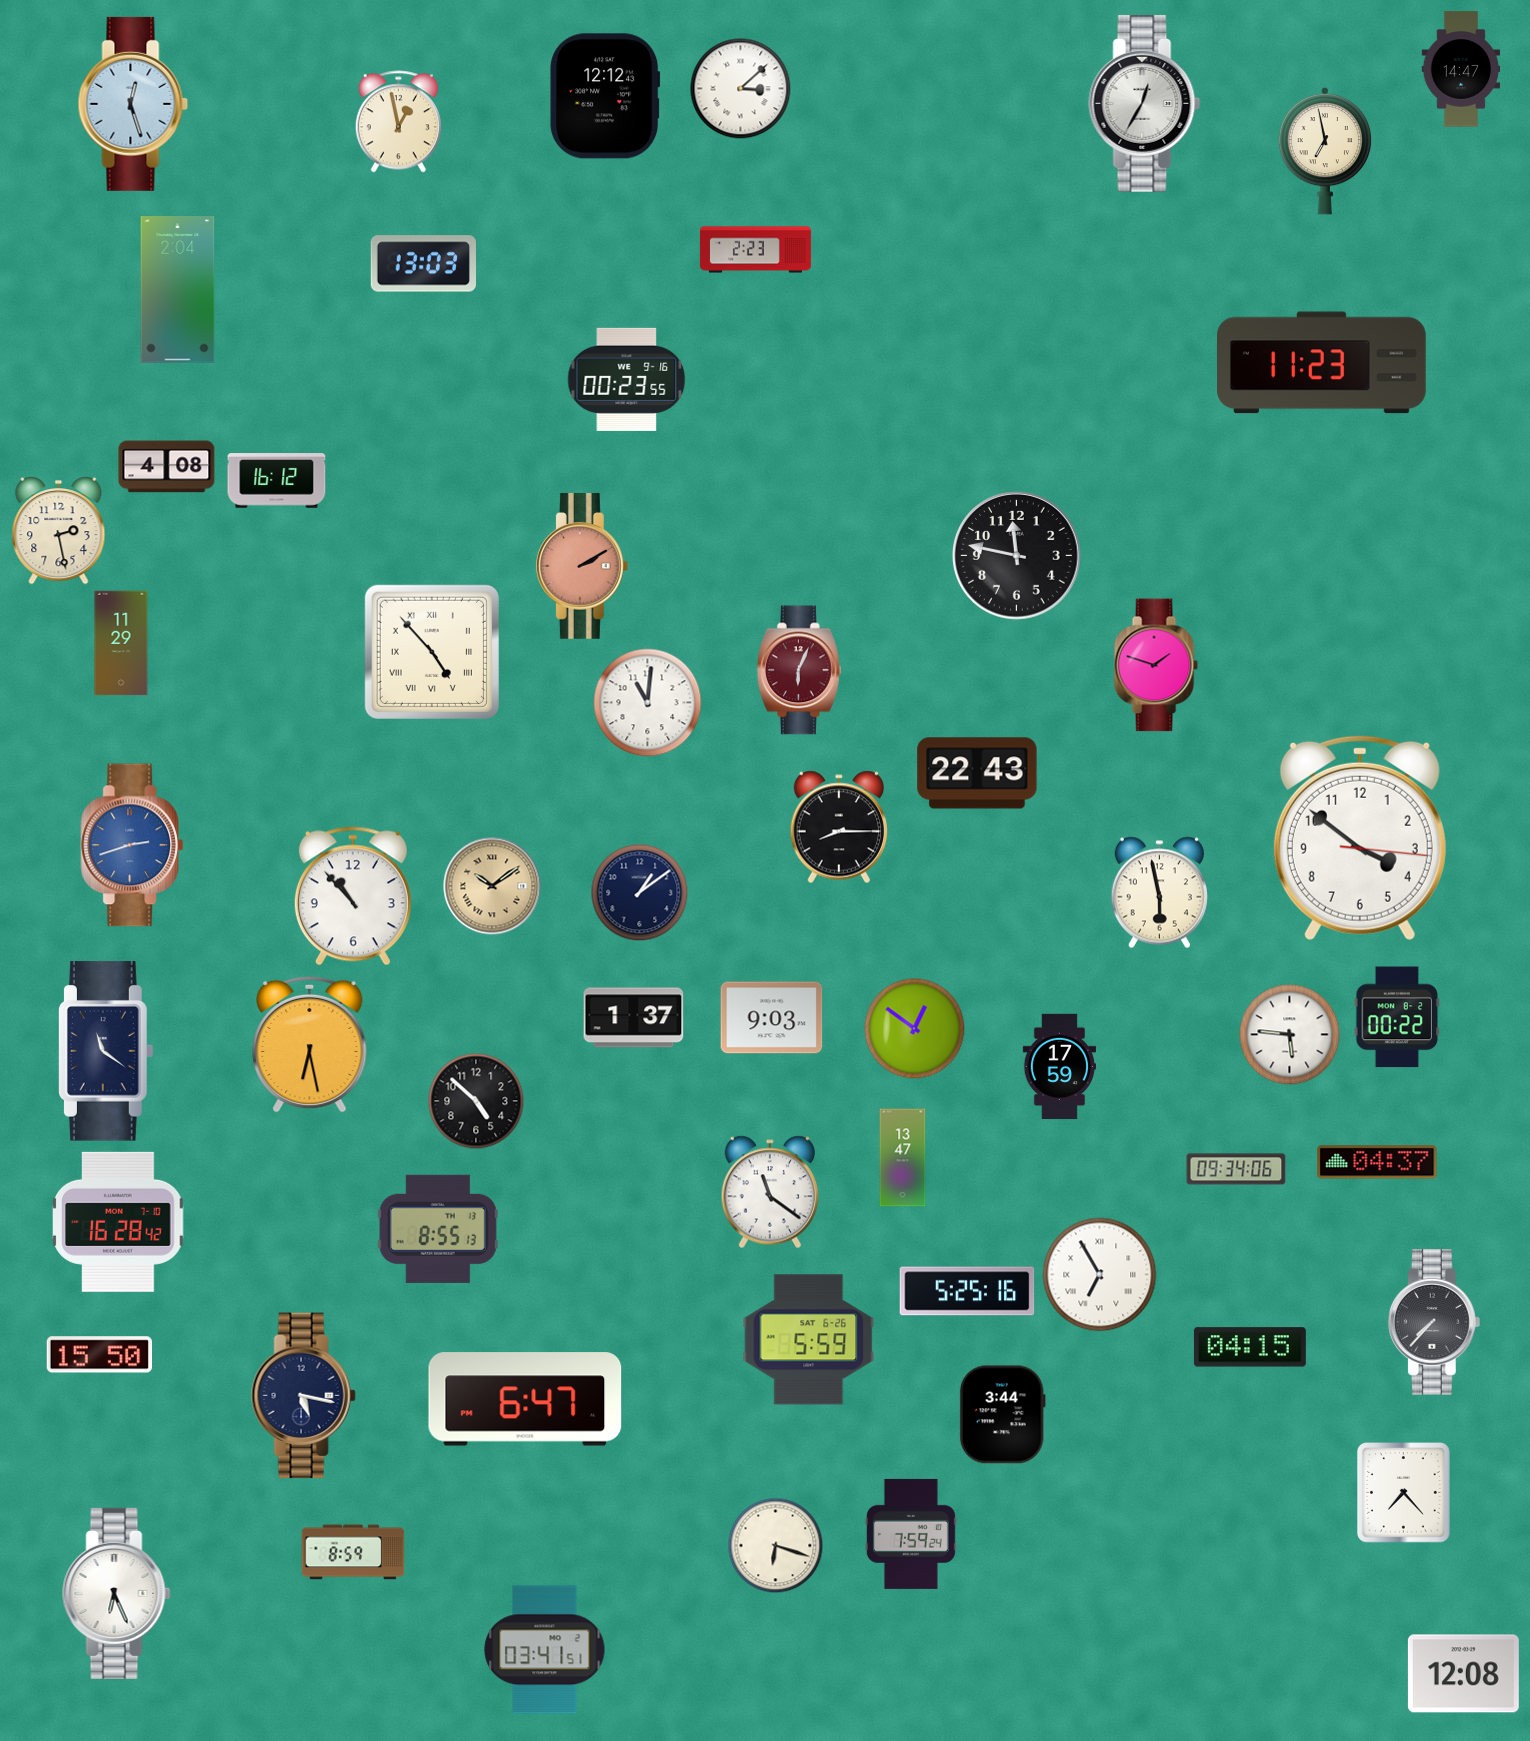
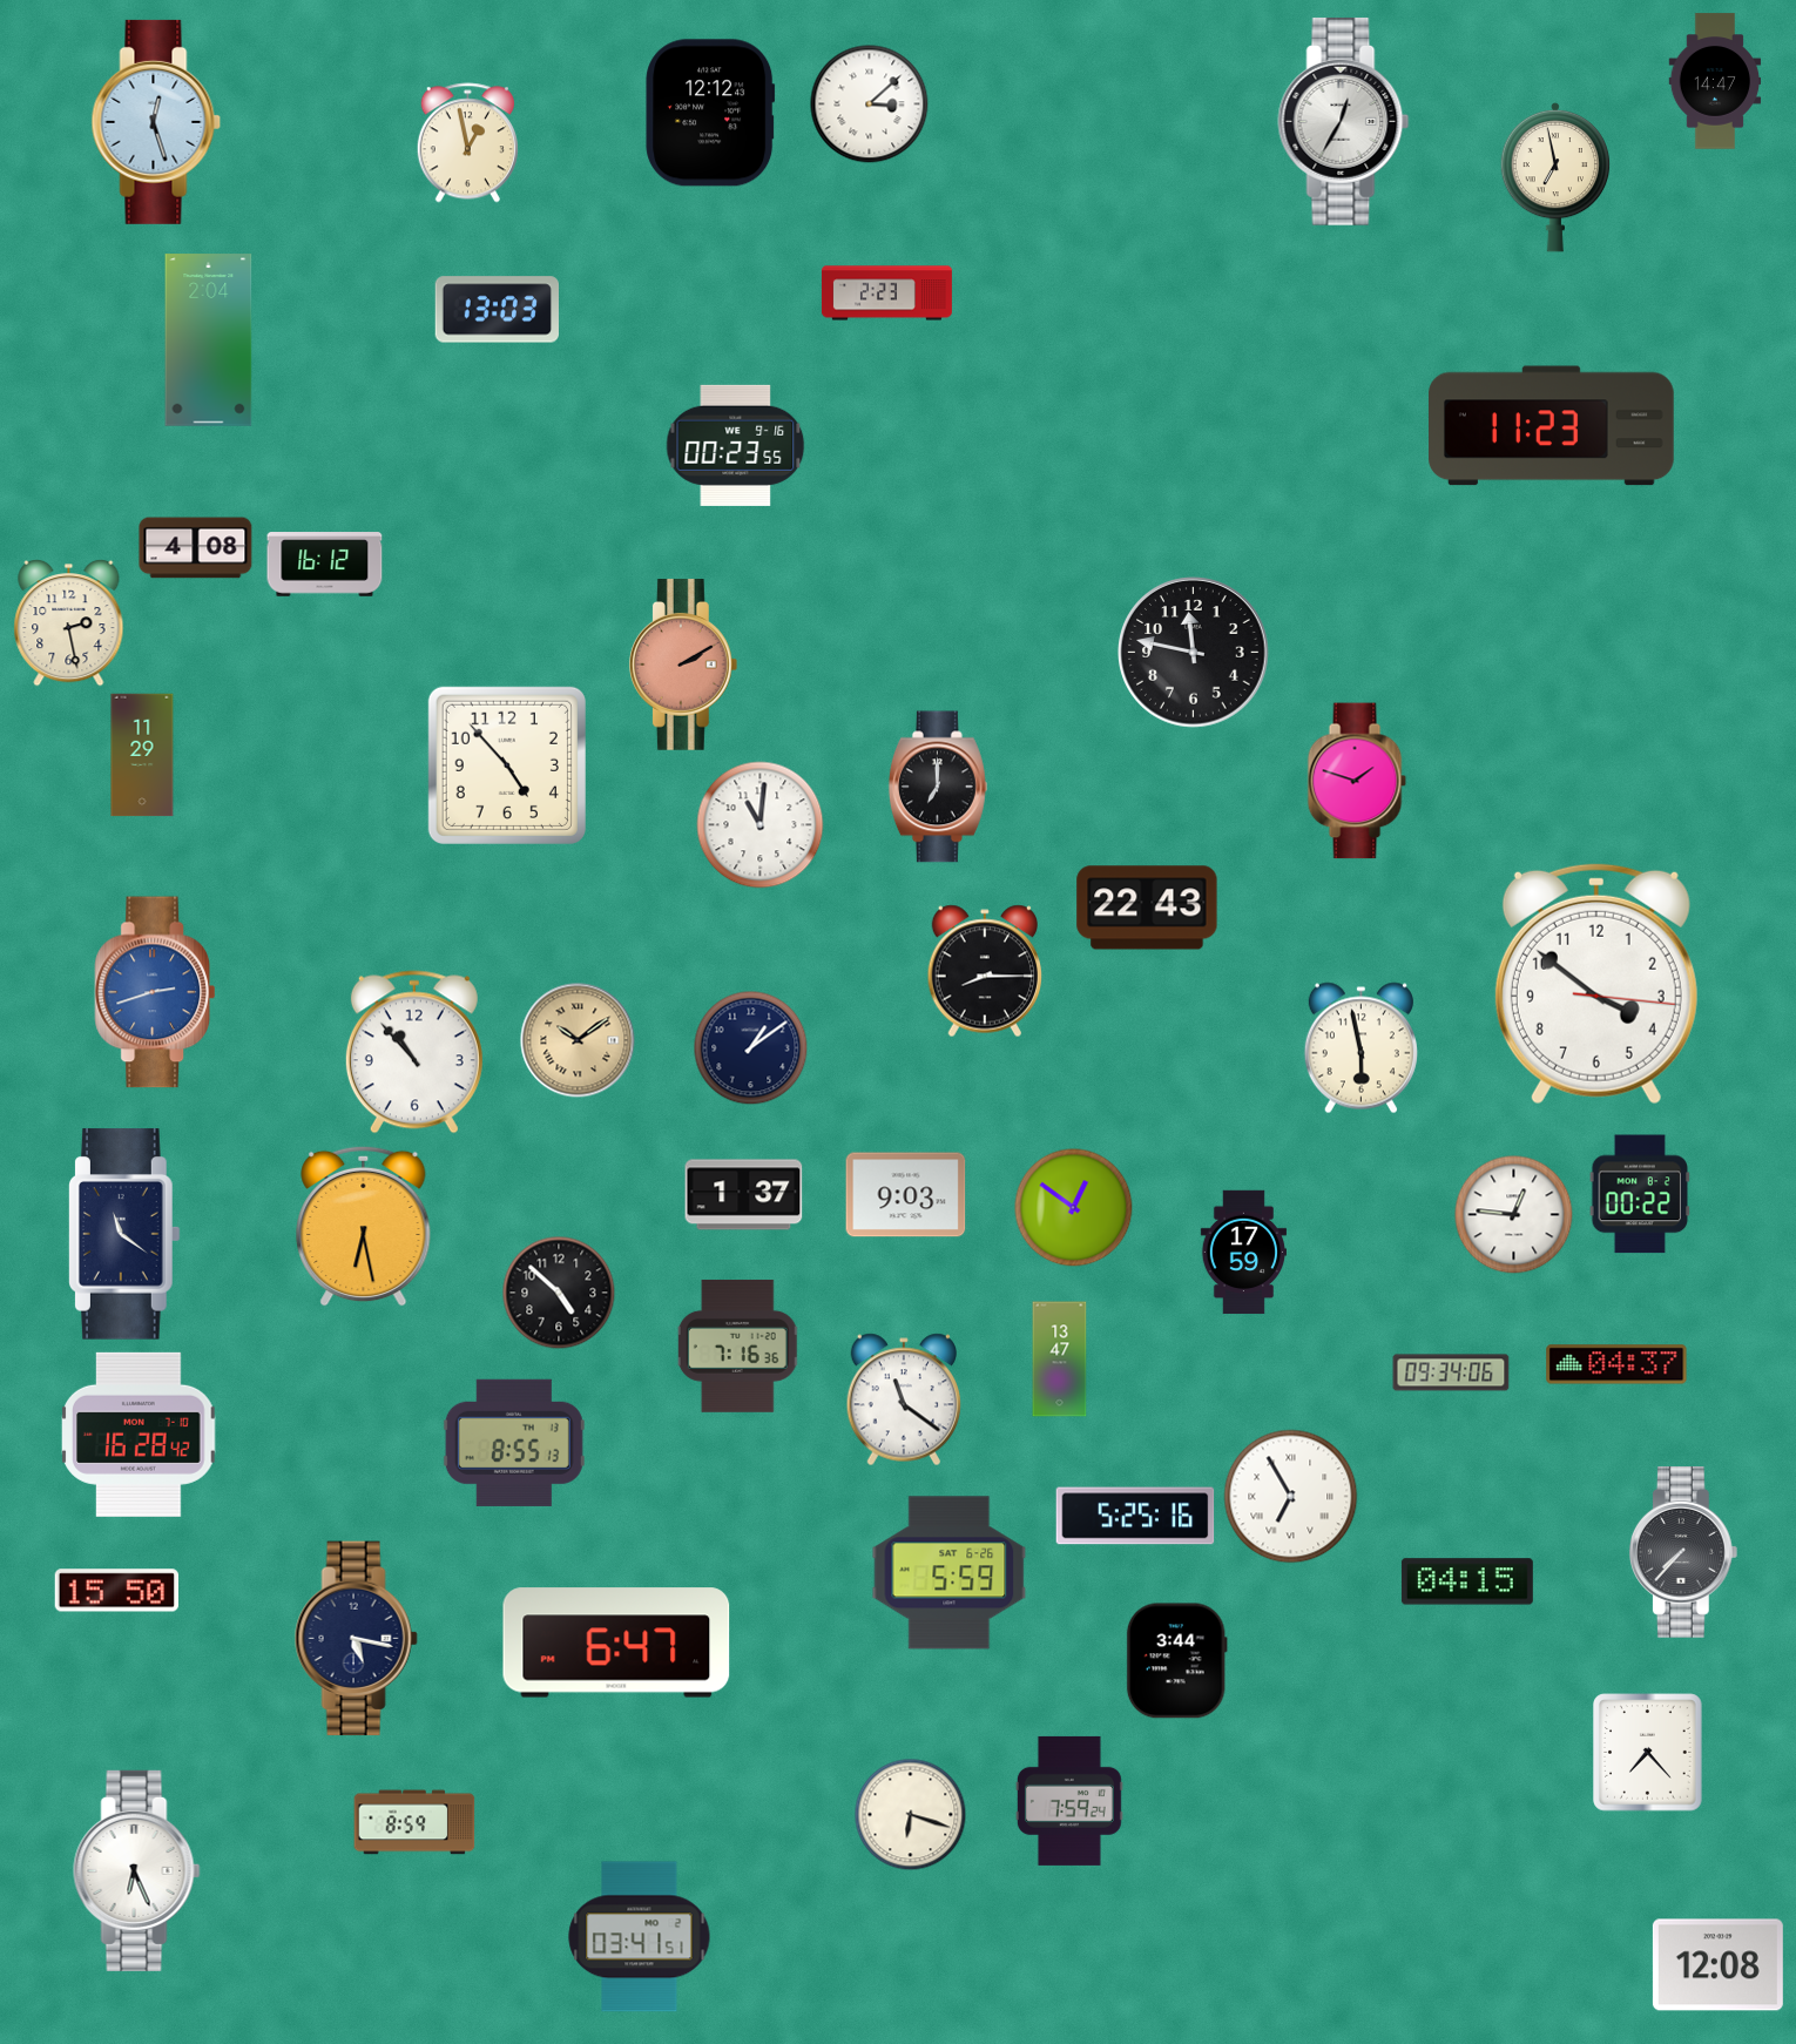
clock at (432, 652) numerals: Roman -> Arabic
clock at (799, 670): 6:04 -> 7:00
clock at (799, 670) dial: burgundy -> black
clock at (1290, 1035): 5:46 -> 12:46
clock at (738, 1347): none -> 7:16
